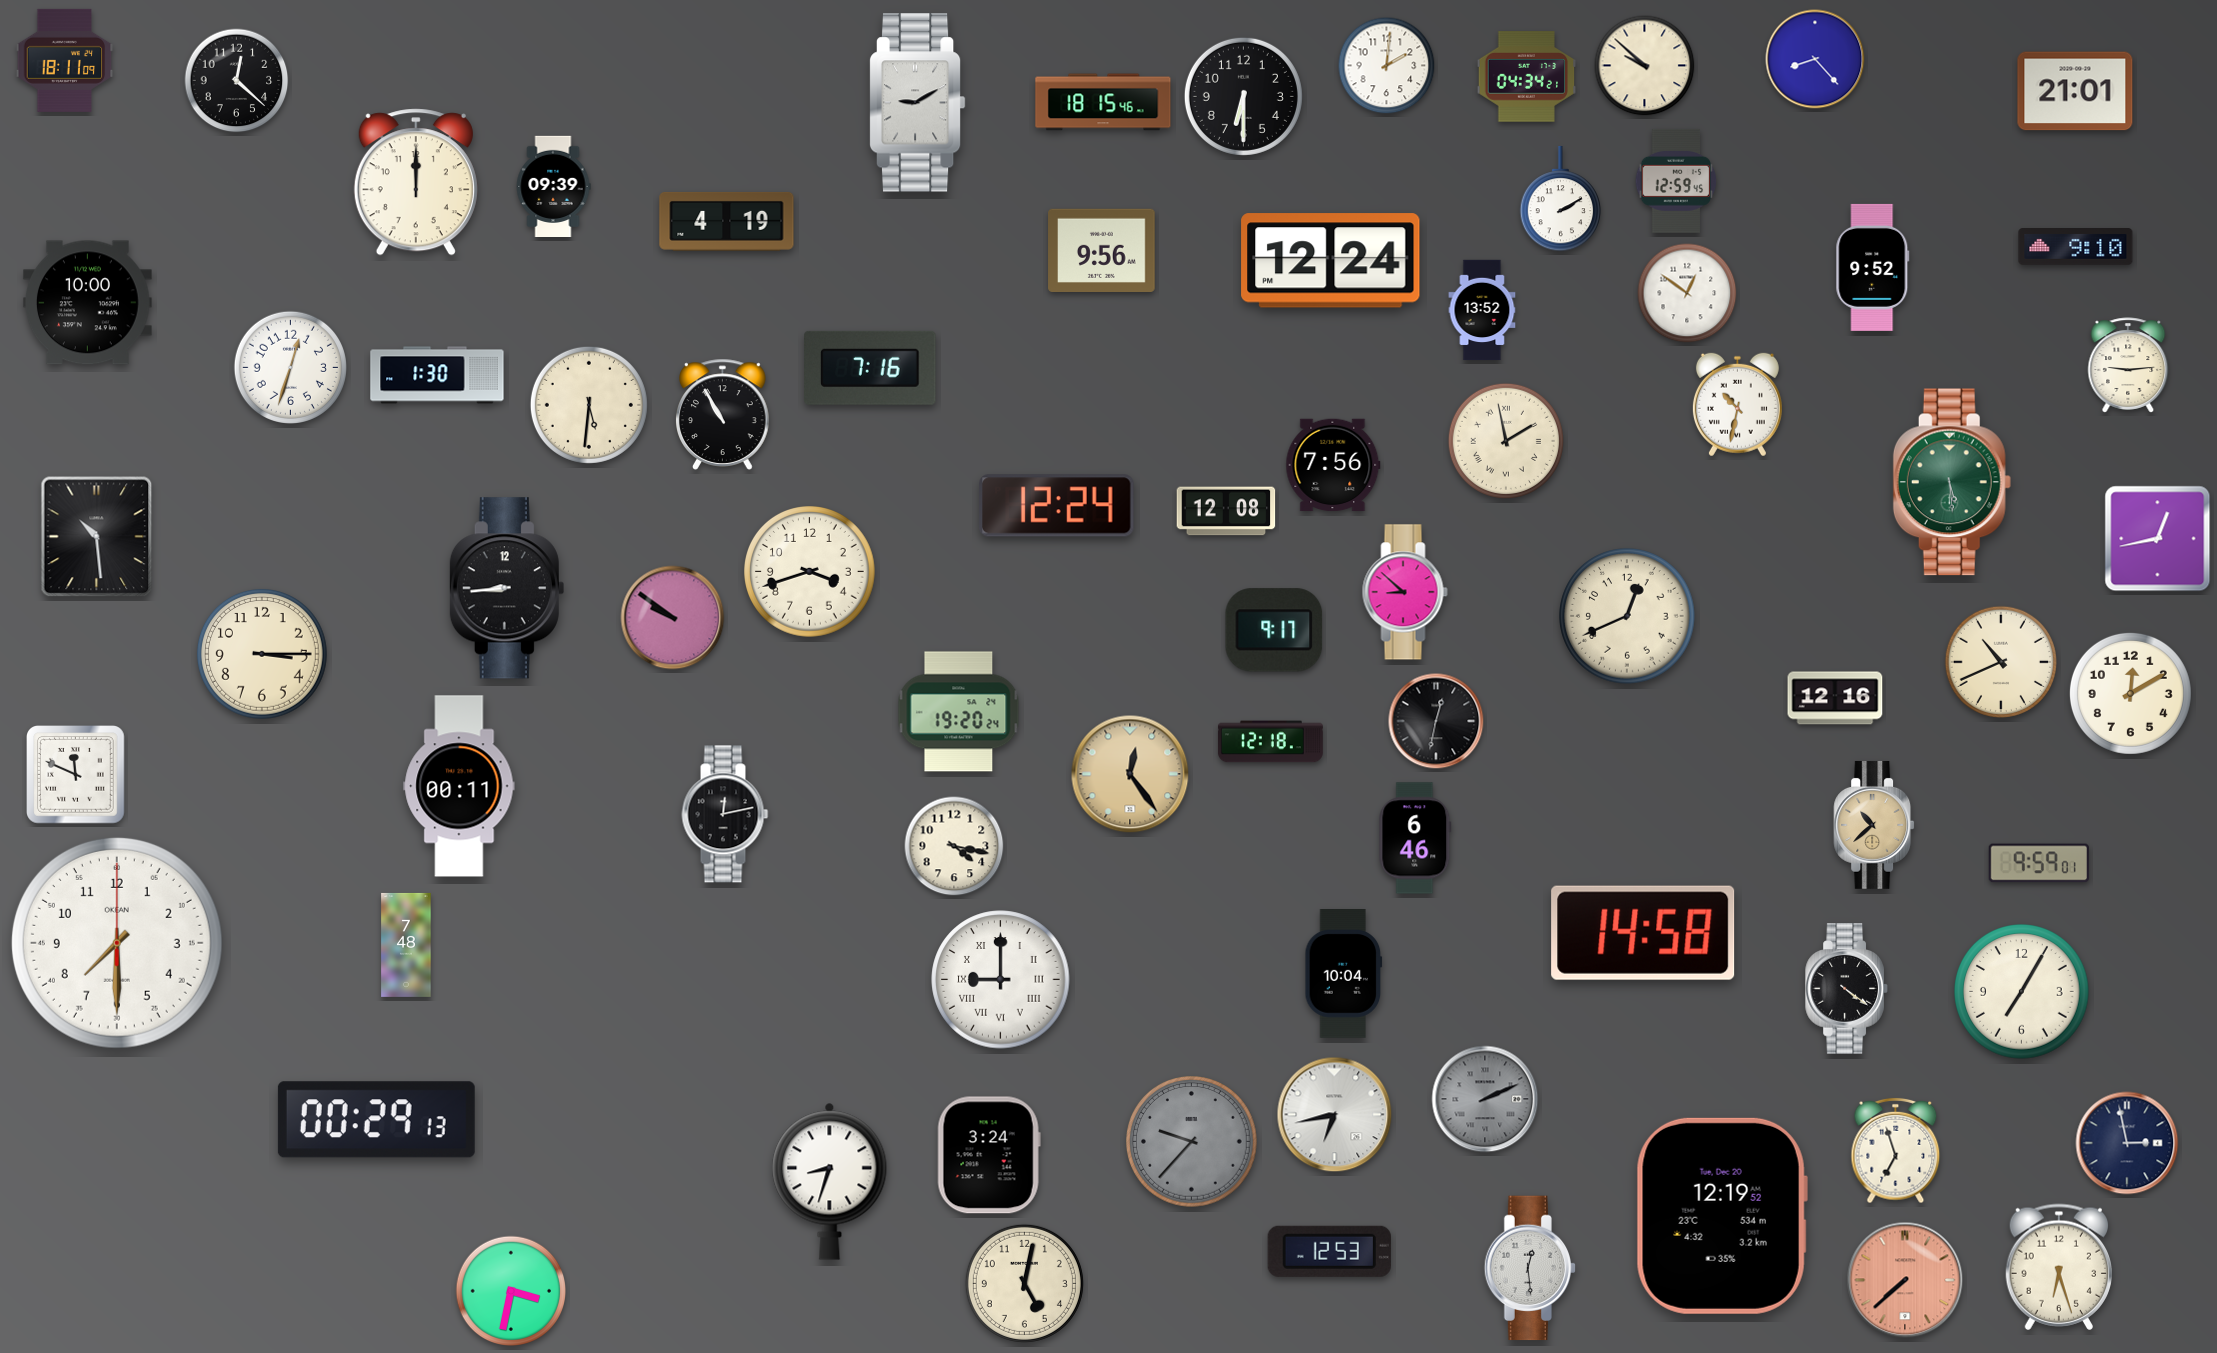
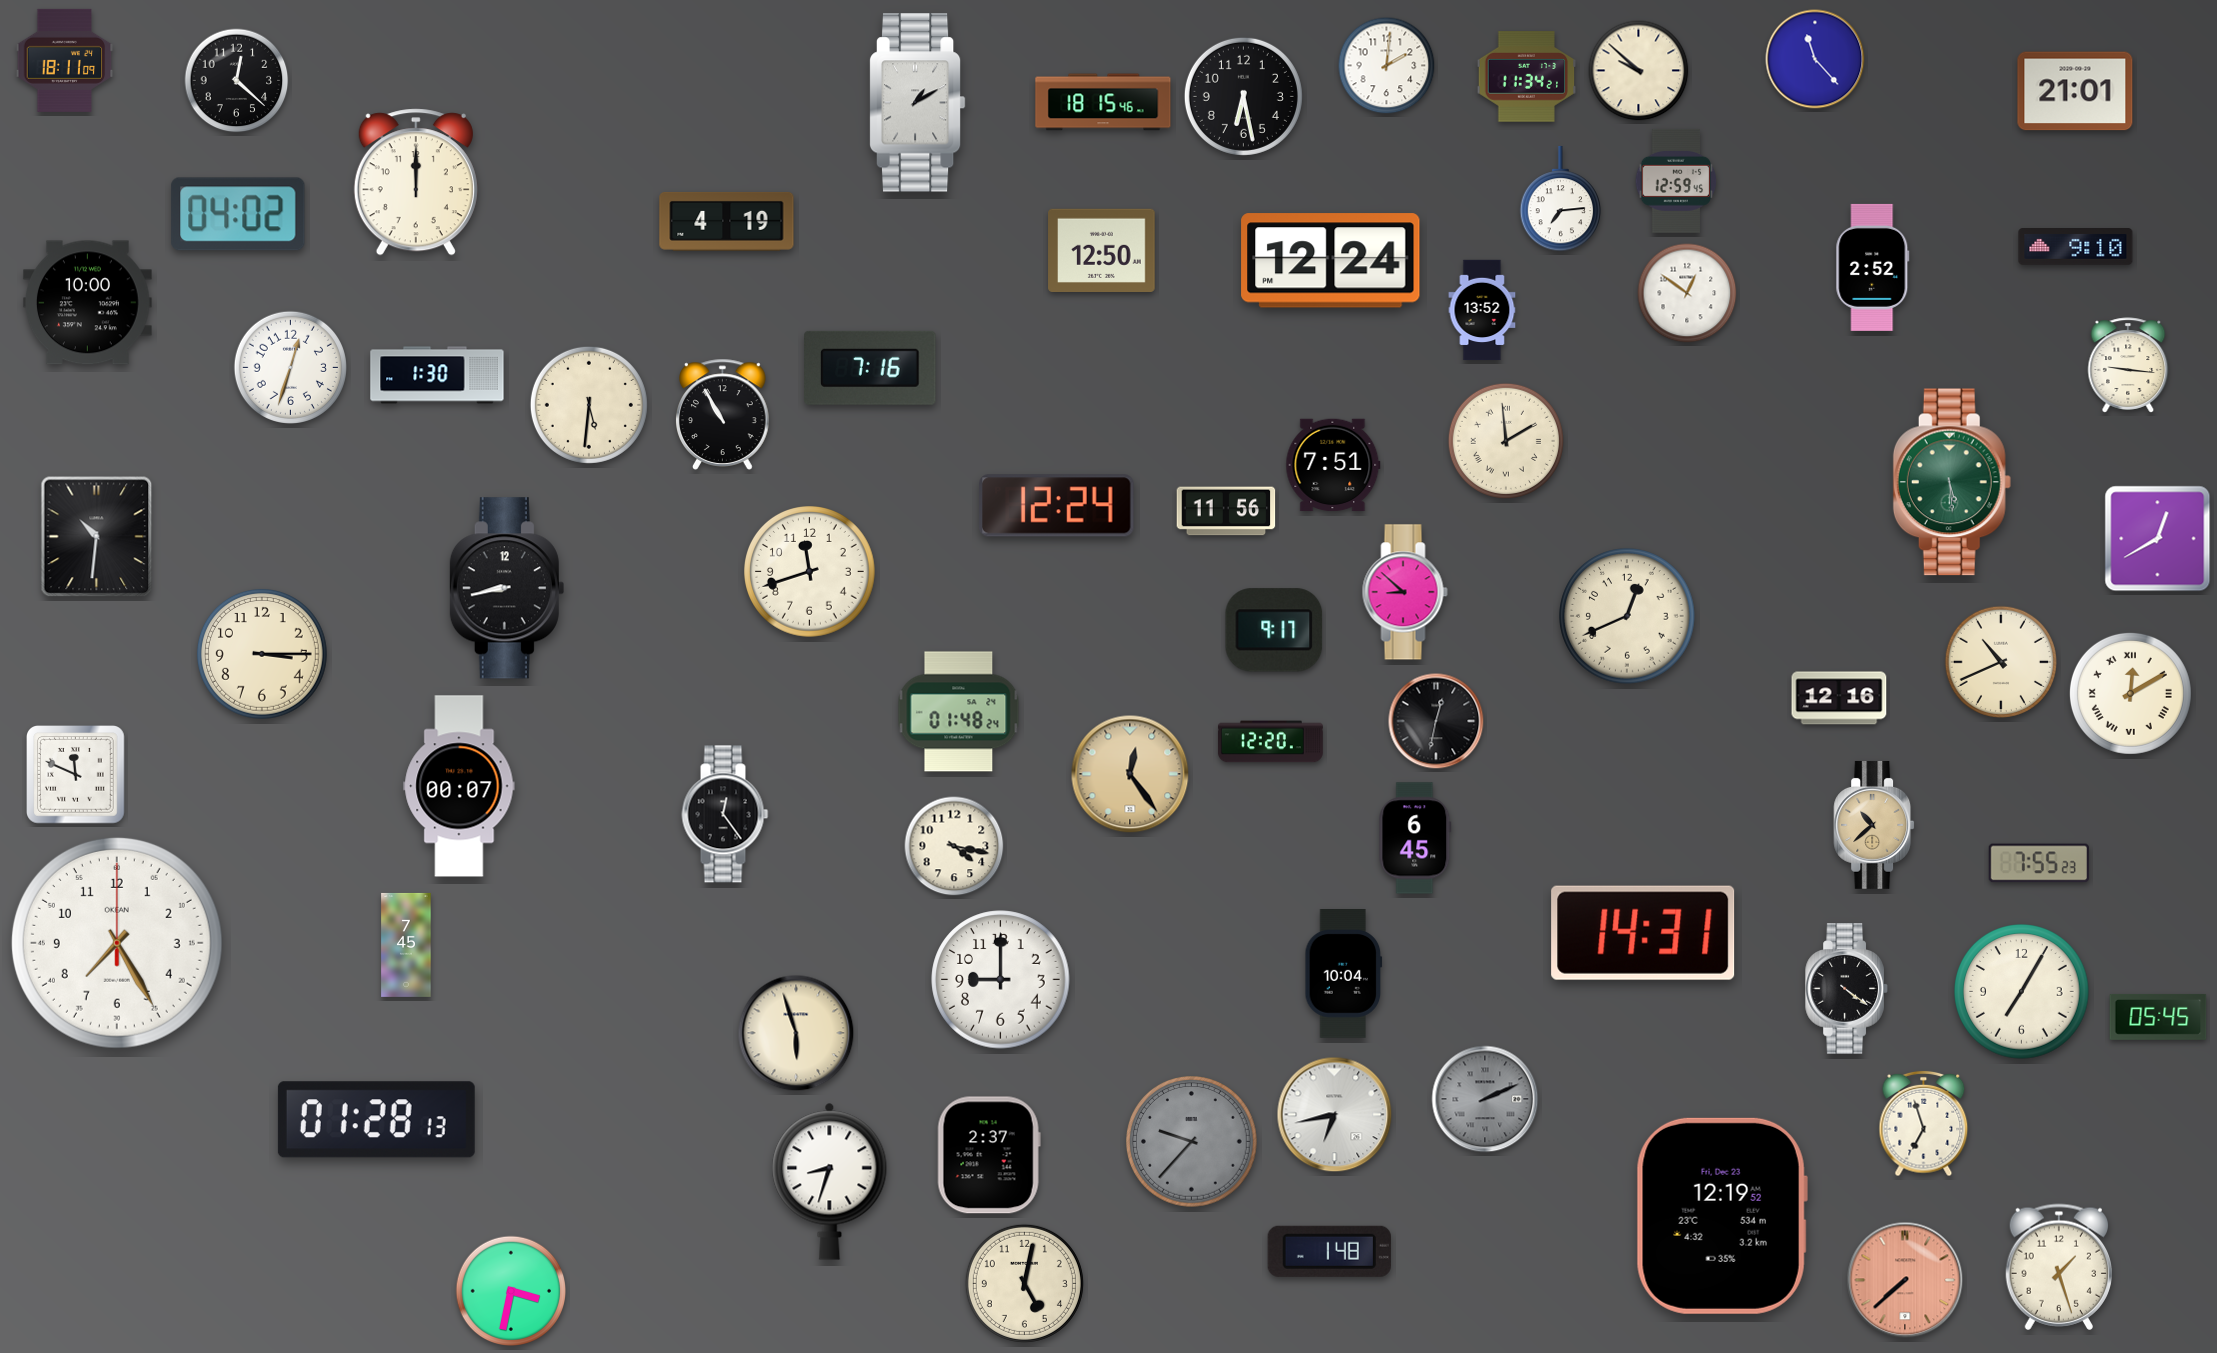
clock at (1815, 59): 8:23 -> 11:23
clock at (1645, 66) position: (1645, 66) -> (1639, 71)
clock at (1527, 77): 04:34 -> 11:34
clock at (1243, 96): 6:30 -> 6:28
clock at (917, 103): 9:10 -> 1:10
clock at (553, 186): 09:39 -> none
clock at (1561, 199): 2:10 -> 7:14
clock at (238, 214): none -> 04:02
clock at (1102, 250): 9:56 -> 12:50
clock at (1873, 267): 9:52 -> 2:52
clock at (2128, 365): 9:14 -> 9:16
clock at (1737, 405): 10:32 -> none
clock at (1506, 441): 1:58 -> 1:59
clock at (1333, 465): 7:56 -> 7:51
clock at (1226, 511): 12:08 -> 11:56
clock at (97, 537): 10:29 -> 10:31
clock at (2158, 539): 12:43 -> 12:40
clock at (810, 572): 3:42 -> 11:42
clock at (507, 588): 8:44 -> 8:43
clock at (673, 618): 9:51 -> none
clock at (2130, 693) numerals: Arabic -> Roman
clock at (1835, 698) position: (1835, 698) -> (1839, 698)
clock at (959, 712): 19:20 -> 01:48
clock at (1270, 742): 12:18 -> 12:20
clock at (459, 786): 00:11 -> 00:07
clock at (725, 814): 12:13 -> 12:24
clock at (1415, 838): 6:46 -> 6:45
clock at (2039, 863): 9:59 -> 7:55
clock at (1643, 933): 14:58 -> 14:31
clock at (117, 943): 7:30 -> 7:25
clock at (406, 945): 7:48 -> 7:45
clock at (1001, 980) numerals: Roman -> Arabic
clock at (2158, 1017): none -> 05:45
clock at (796, 1033): none -> 5:57
clock at (376, 1120): 00:29 -> 01:28
clock at (2127, 1143): 2:58 -> none
clock at (1896, 1151) position: (1896, 1151) -> (1924, 1124)
clock at (989, 1155): 3:24 -> 2:37
clock at (1722, 1216) date: Tue, Dec 20 -> Fri, Dec 23
clock at (1329, 1251): 12:53 -> 1:48
clock at (2058, 1267): 6:27 -> 1:27
clock at (1530, 1268): 12:29 -> none
